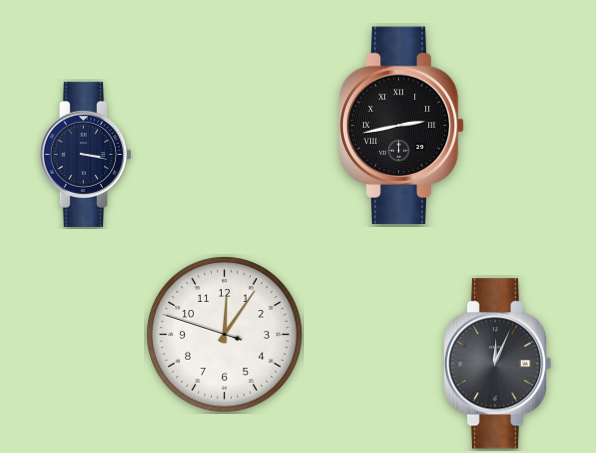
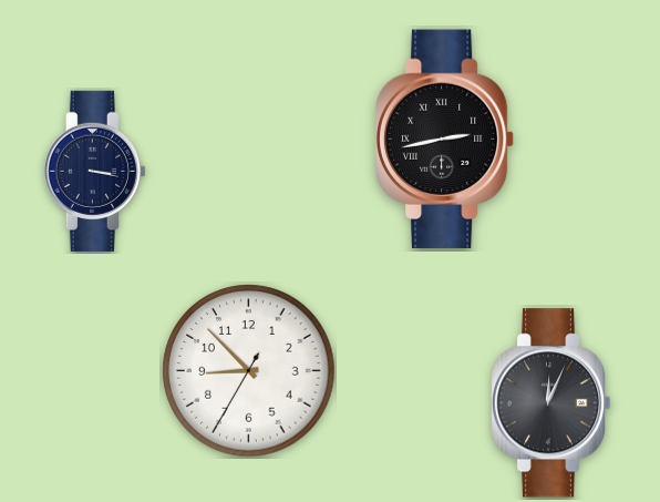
clock at (225, 335): 12:05 -> 8:52
